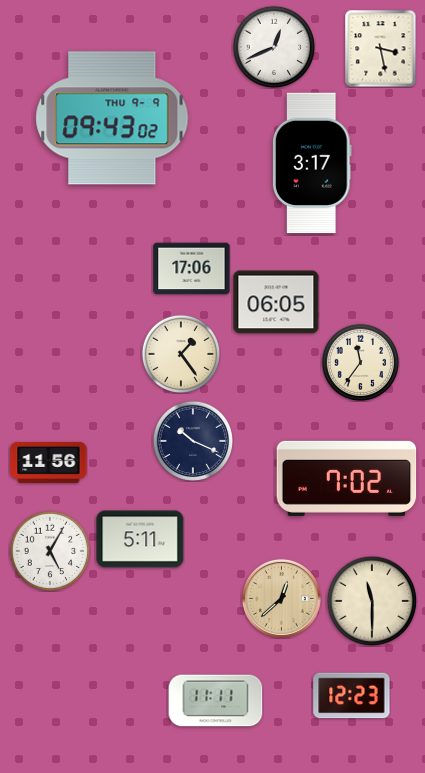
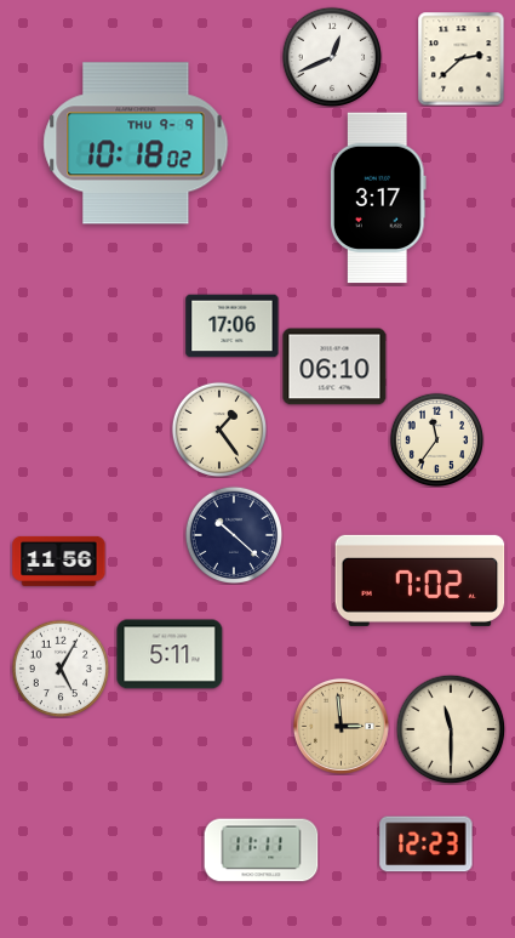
clock at (381, 48): 3:28 -> 2:38
clock at (112, 118): 09:43 -> 10:18
clock at (276, 302): 06:05 -> 06:10
clock at (192, 440): 10:19 -> 10:22
clock at (281, 598): 12:38 -> 2:59
